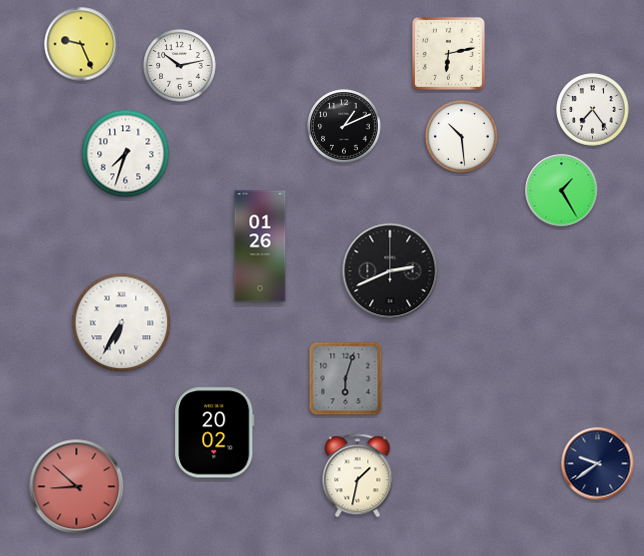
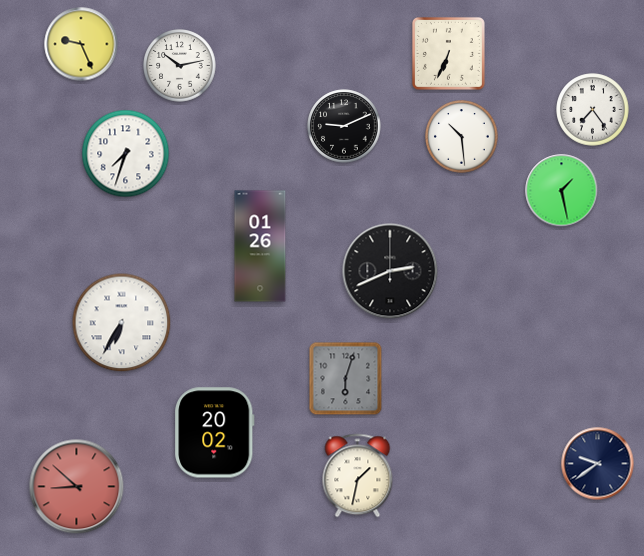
clock at (448, 53): 6:13 -> 6:34
clock at (344, 126): 1:11 -> 9:11
clock at (562, 191): 1:25 -> 1:28
